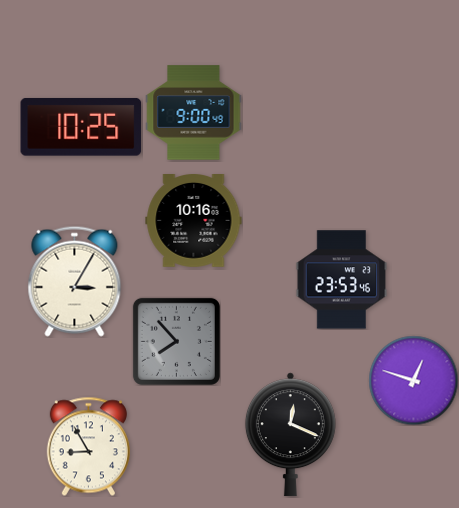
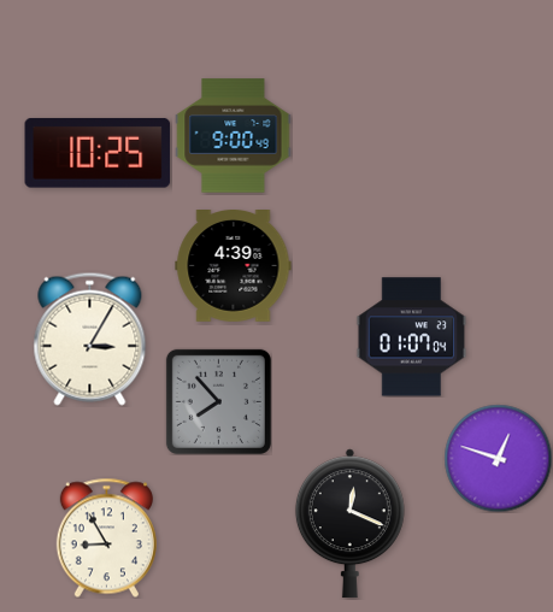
clock at (194, 221): 10:16 -> 4:39
clock at (342, 280): 23:53 -> 01:07
clock at (176, 341) position: (176, 341) -> (218, 401)
